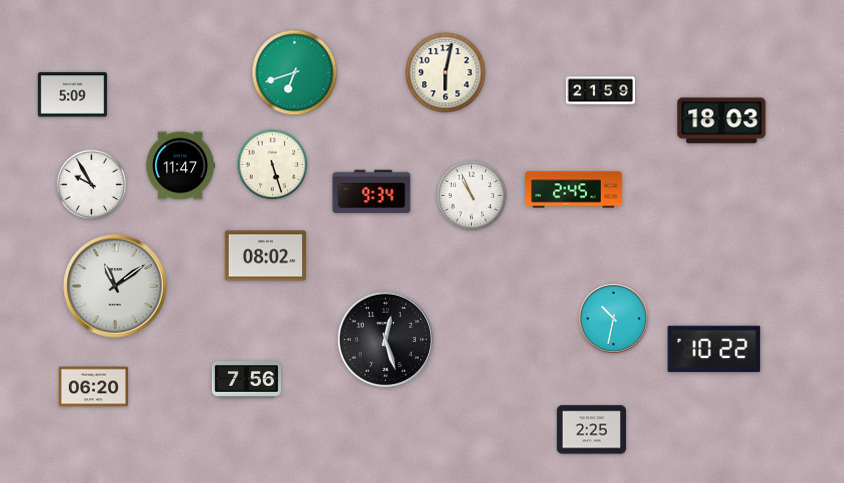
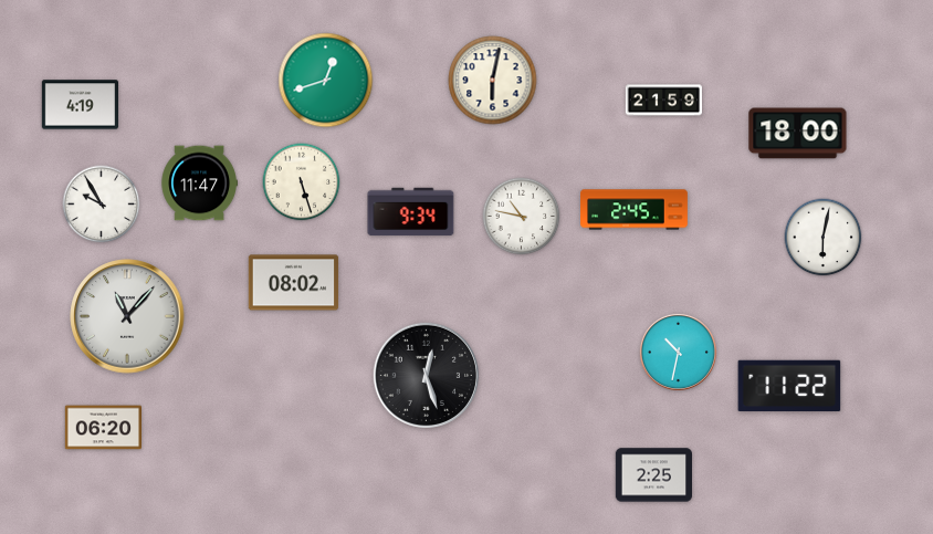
clock at (295, 73): 6:42 -> 12:42
clock at (72, 95): 5:09 -> 4:19
clock at (722, 121): 18:03 -> 18:00
clock at (472, 196): 10:56 -> 10:47
clock at (824, 238): none -> 6:02
clock at (115, 286): 11:09 -> 11:07
clock at (714, 349): 10:22 -> 11:22
clock at (247, 380): 7:56 -> none
